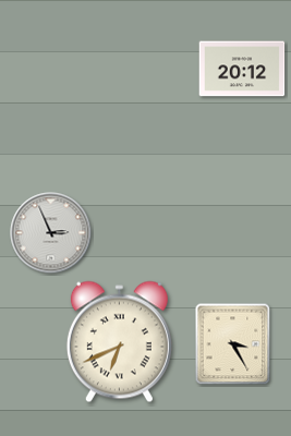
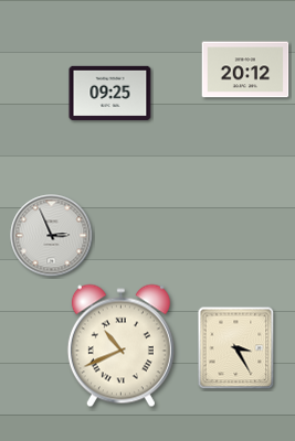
clock at (110, 93): none -> 09:25
clock at (119, 342): 6:41 -> 10:41
